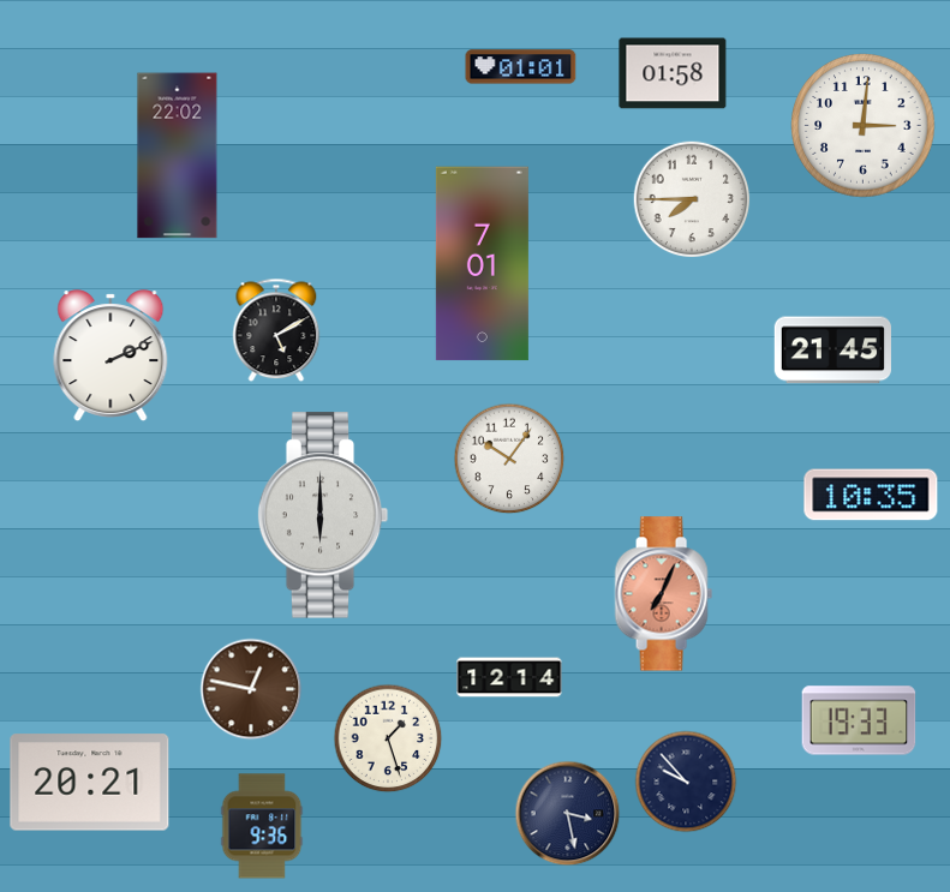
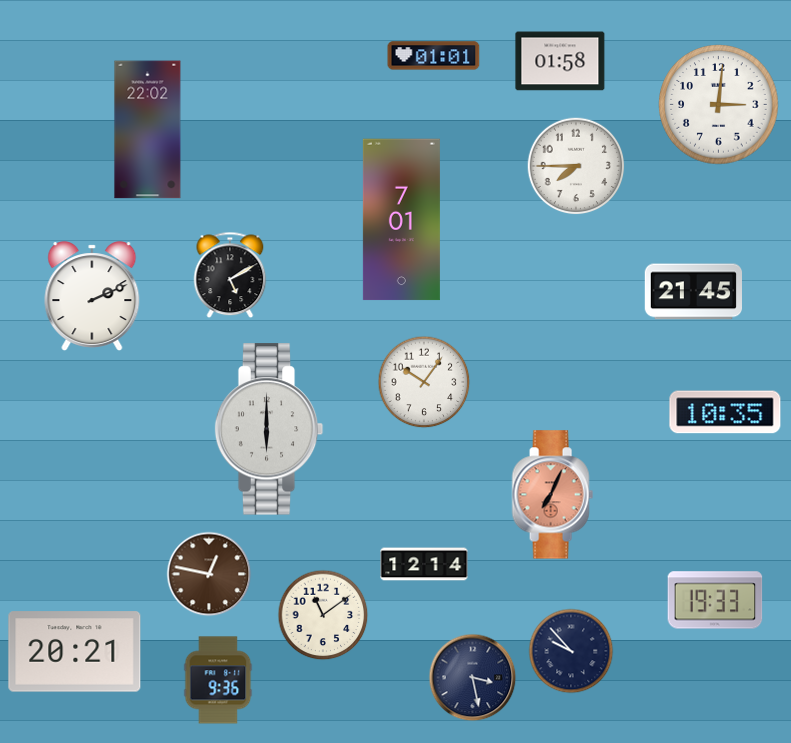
clock at (388, 738): 1:27 -> 11:09
clock at (262, 826) position: (262, 826) -> (218, 680)
